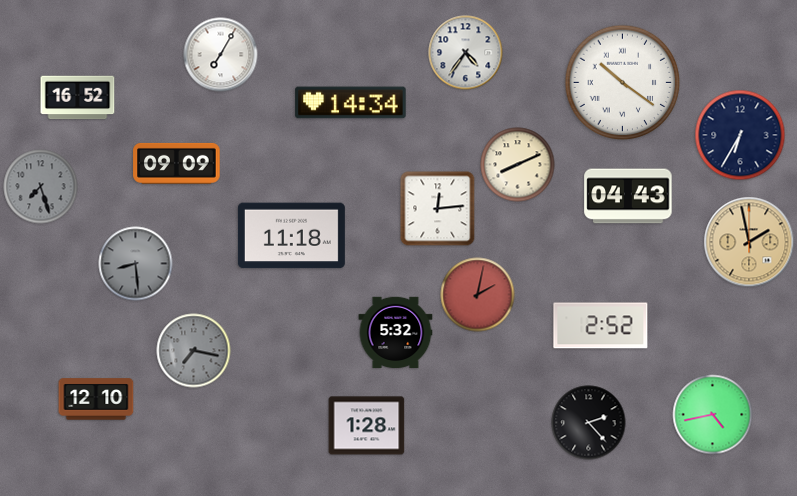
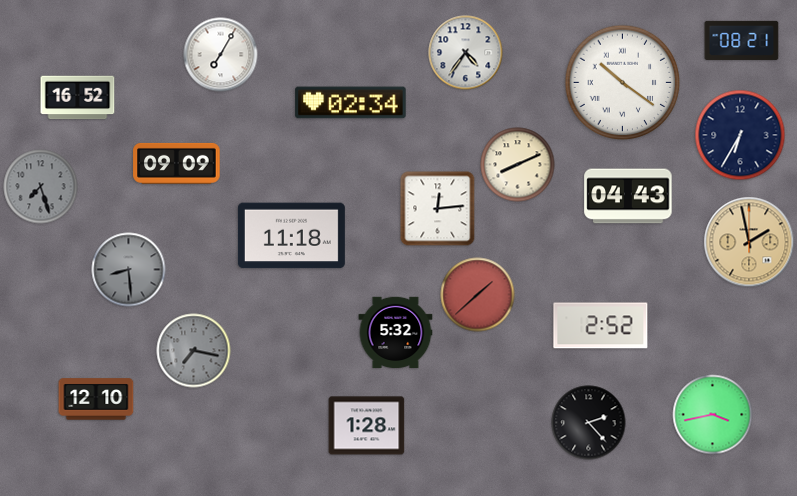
clock at (742, 40): none -> 08:21
clock at (351, 103): 14:34 -> 02:34
clock at (136, 264) position: (136, 264) -> (129, 270)
clock at (478, 295): 2:02 -> 1:38
clock at (713, 415): 4:43 -> 3:43
